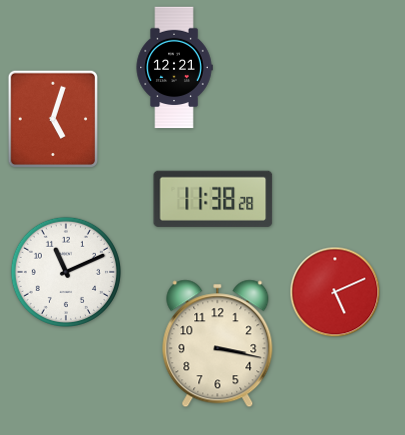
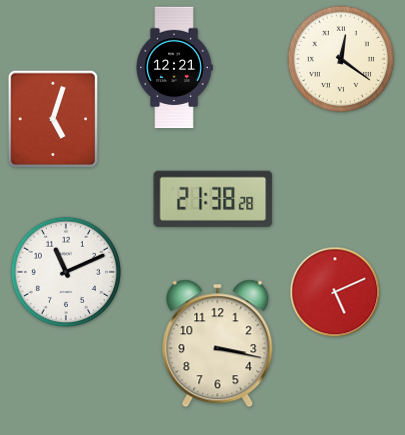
clock at (341, 59): none -> 12:21
clock at (213, 199): 11:38 -> 21:38
